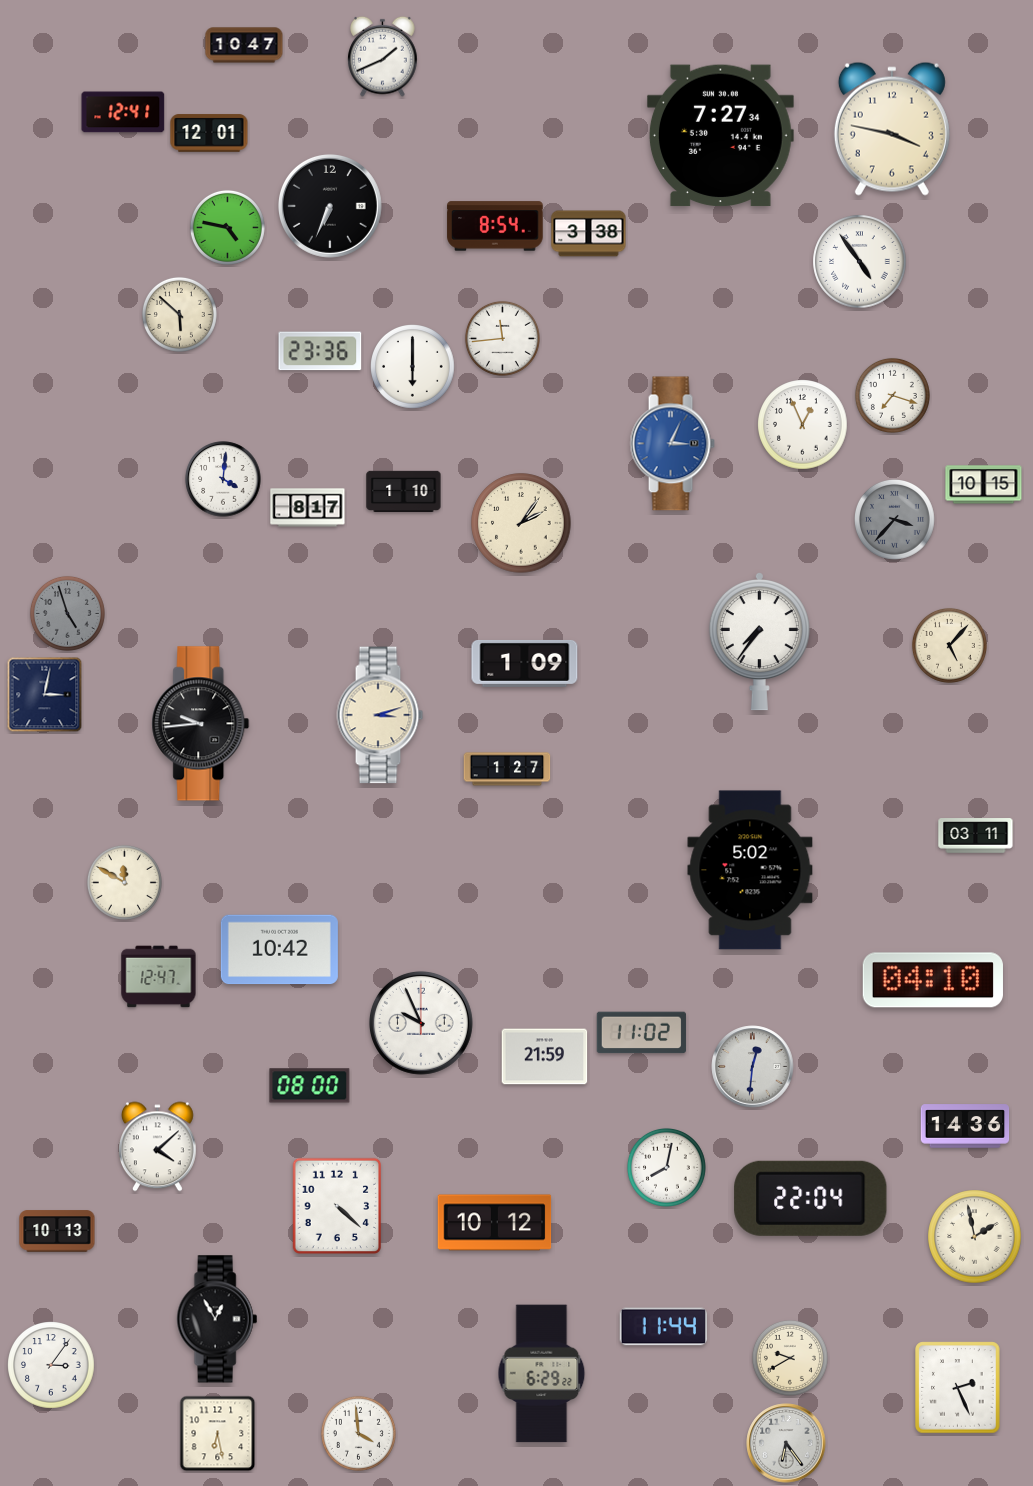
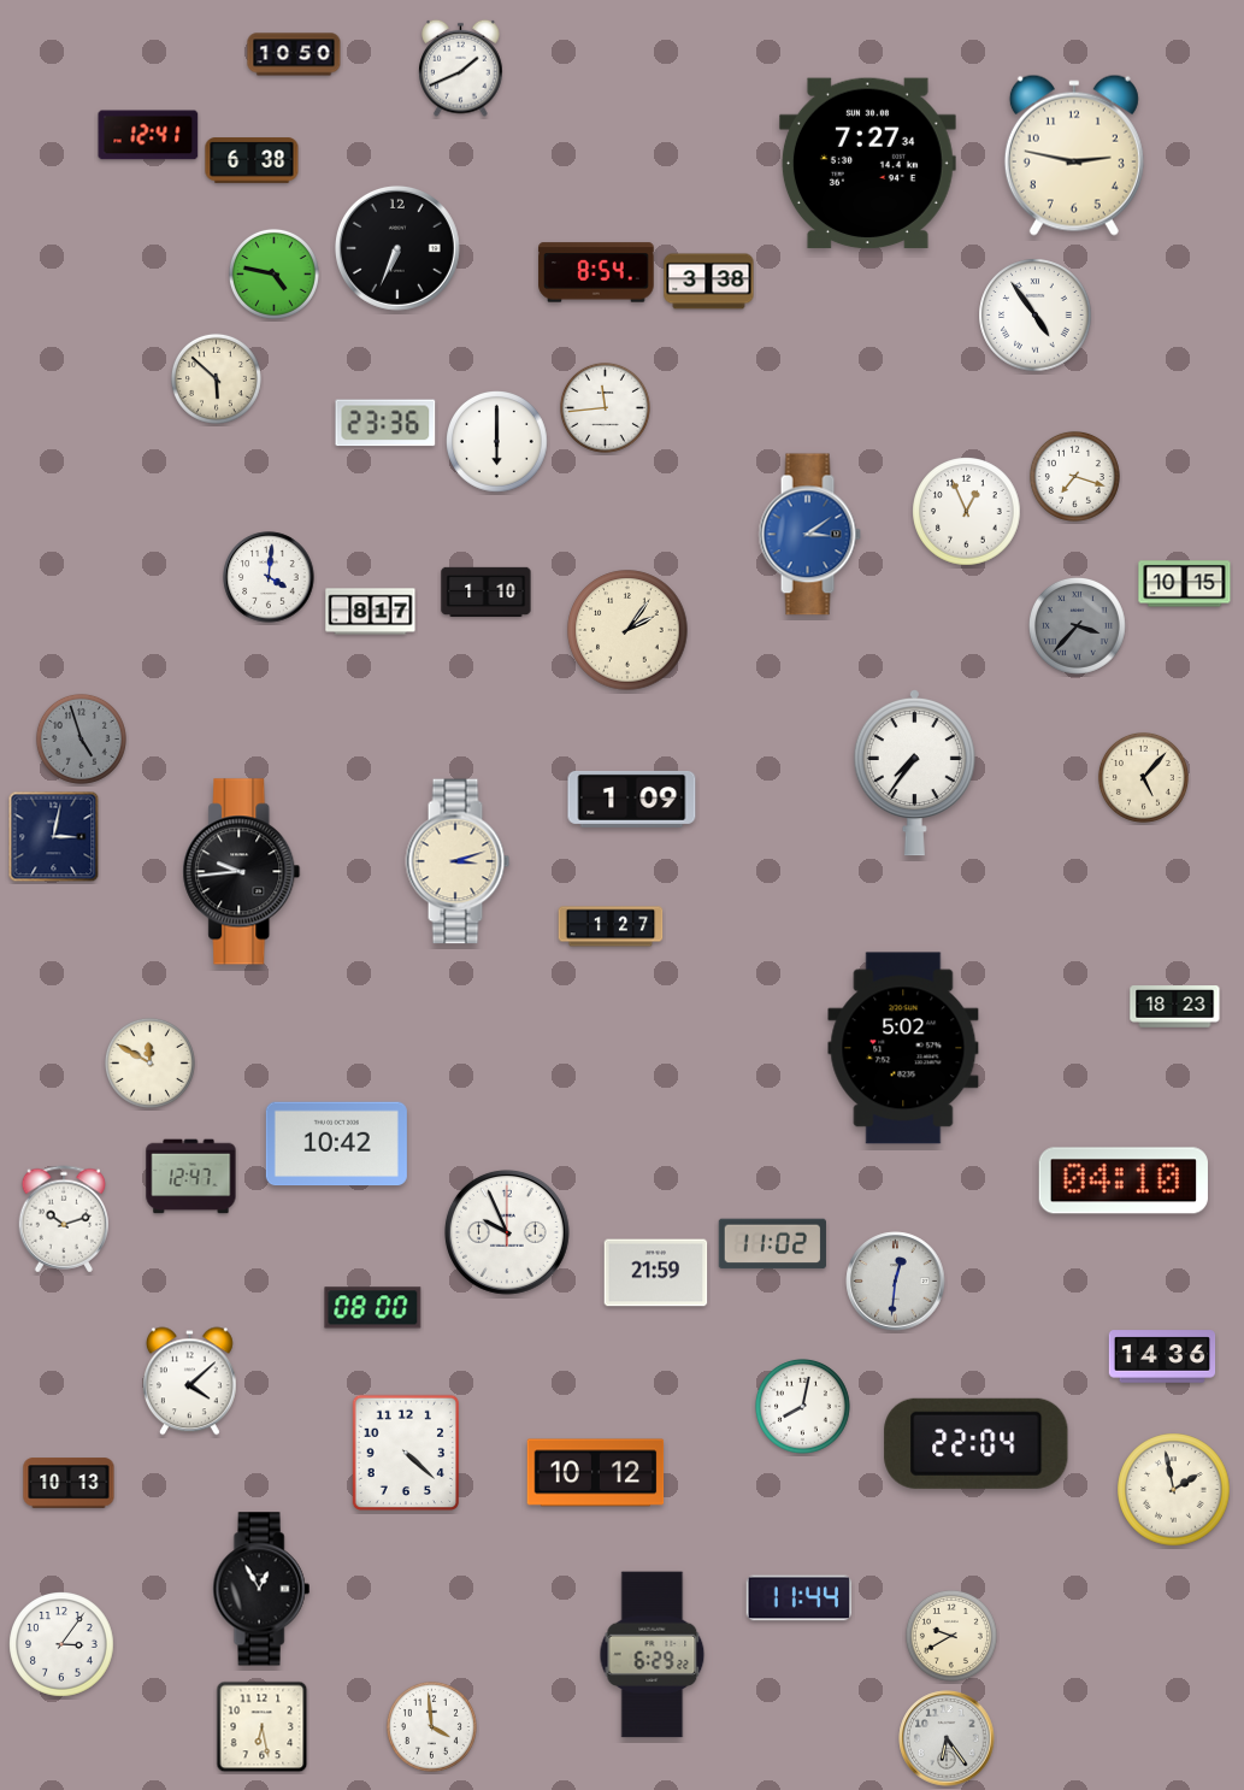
clock at (244, 45): 10:47 -> 10:50
clock at (892, 129): 3:47 -> 2:47
clock at (209, 133): 12:01 -> 6:38
clock at (672, 444): 3:04 -> 3:09
clock at (976, 836): 03:11 -> 18:23
clock at (64, 1219): none -> 10:12
clock at (753, 1067) position: (753, 1067) -> (896, 1282)
clock at (958, 1388): 2:26 -> none
